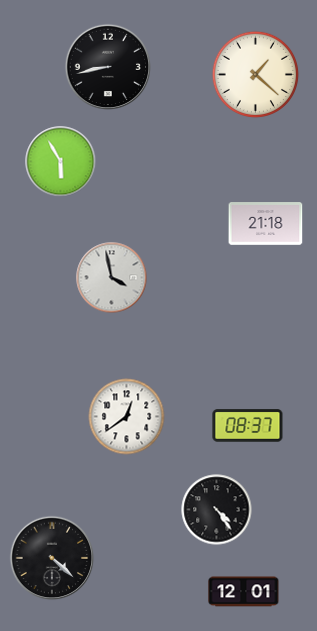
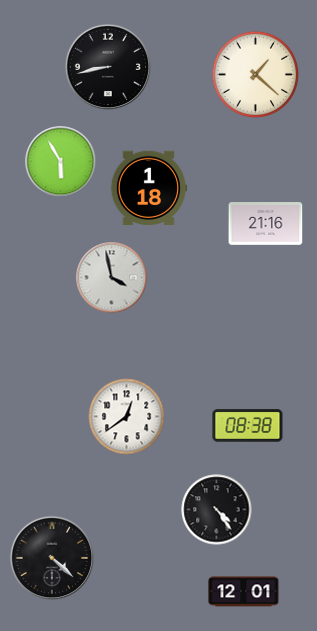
clock at (149, 187): none -> 1:18
clock at (266, 224): 21:18 -> 21:16
clock at (248, 426): 08:37 -> 08:38
